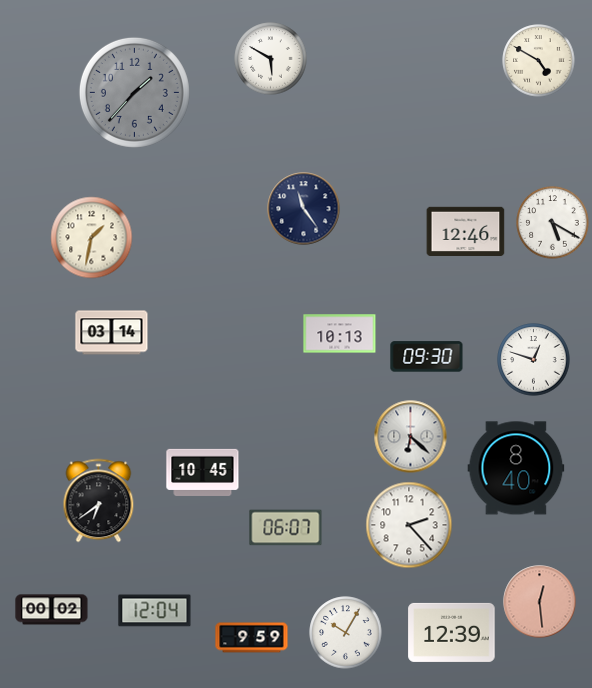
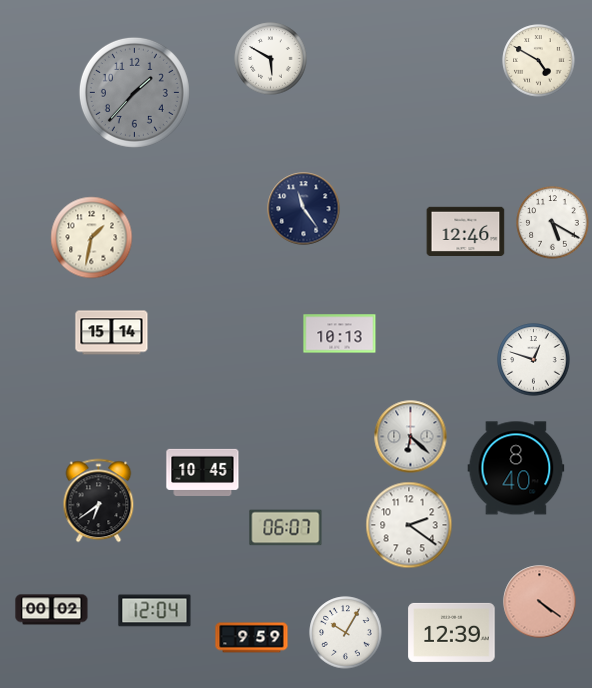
clock at (112, 333): 03:14 -> 15:14
clock at (427, 357): 09:30 -> none
clock at (409, 525): 2:23 -> 2:21
clock at (540, 602): 12:29 -> 4:21
